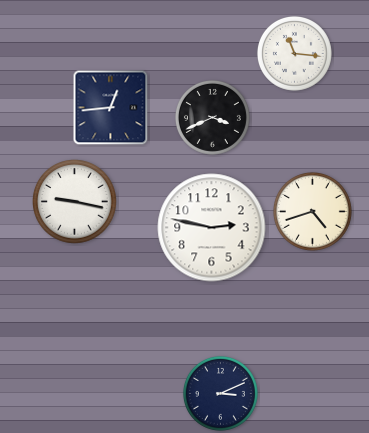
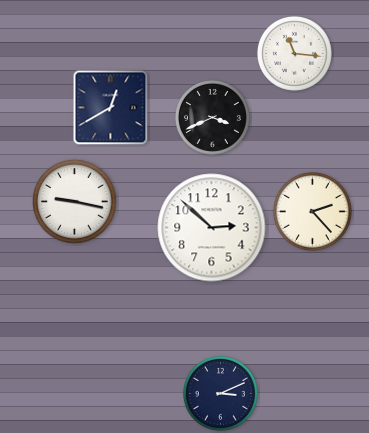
clock at (111, 108): 12:44 -> 12:40
clock at (313, 212): 4:42 -> 2:23
clock at (212, 228): 2:47 -> 2:52
